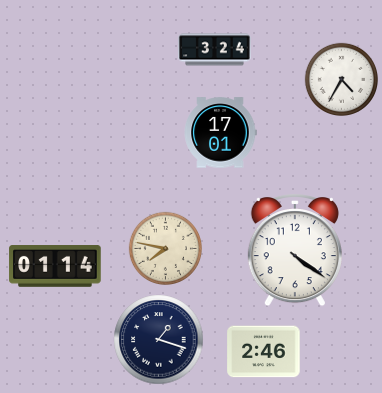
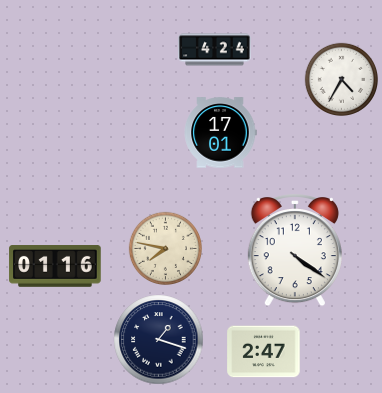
clock at (215, 50): 3:24 -> 4:24
clock at (55, 267): 01:14 -> 01:16
clock at (264, 352): 2:46 -> 2:47
